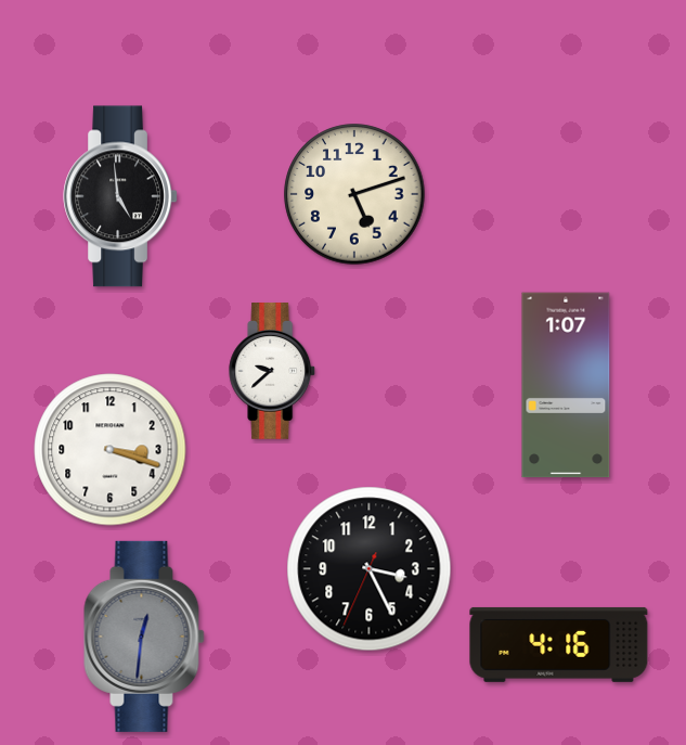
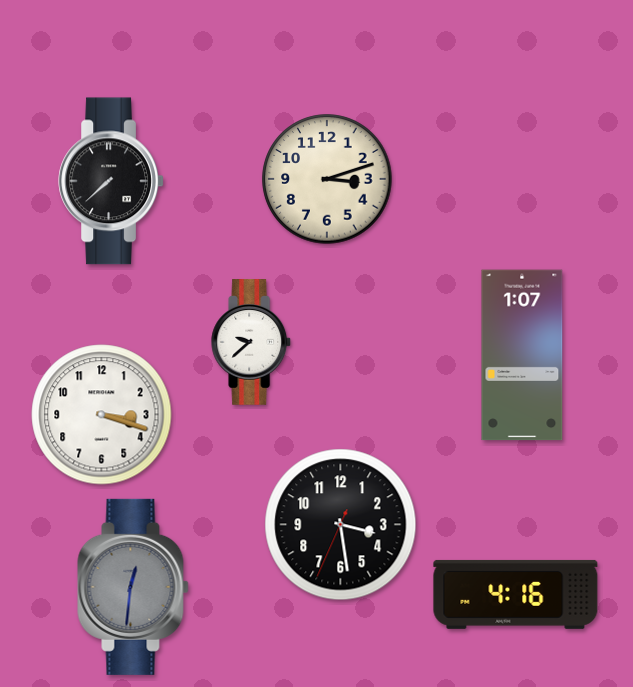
clock at (354, 194): 5:12 -> 3:12
clock at (120, 196): 4:59 -> 7:38
clock at (370, 569): 3:25 -> 3:28
